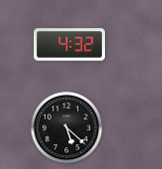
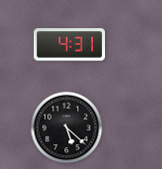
clock at (70, 45): 4:32 -> 4:31
